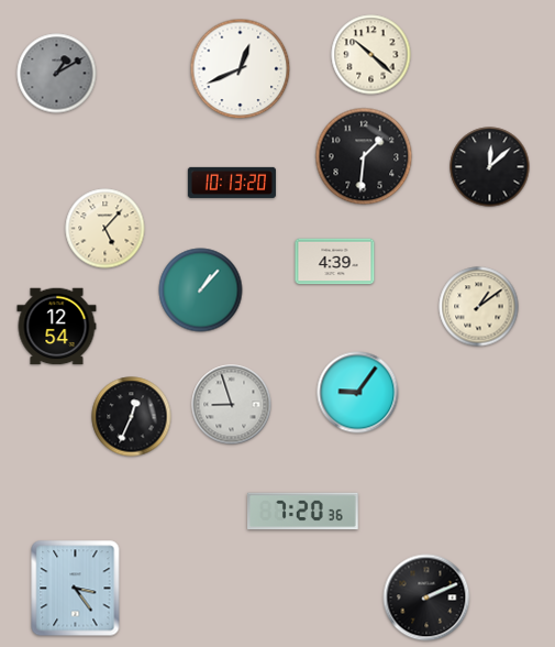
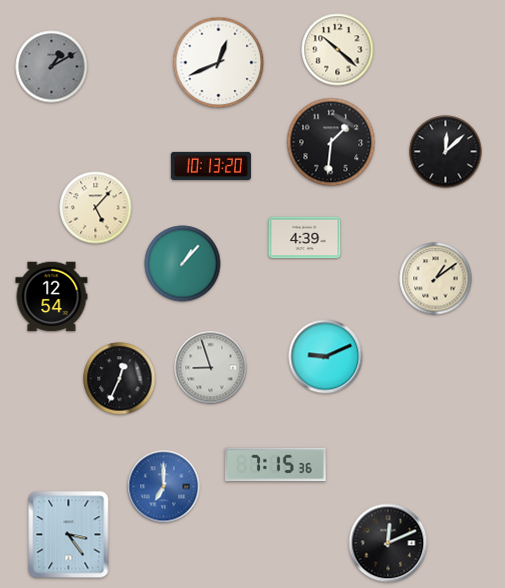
clock at (358, 393): 9:06 -> 9:11
clock at (303, 512): 7:20 -> 7:15
clock at (164, 487): none -> 7:00
clock at (426, 597): 2:11 -> 12:11
